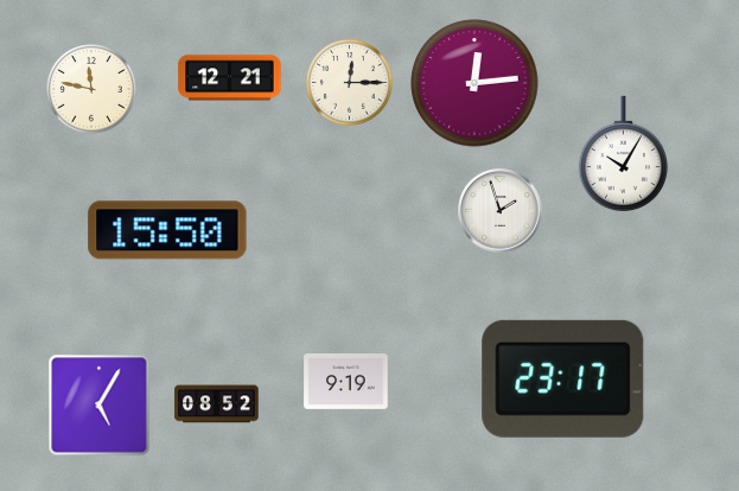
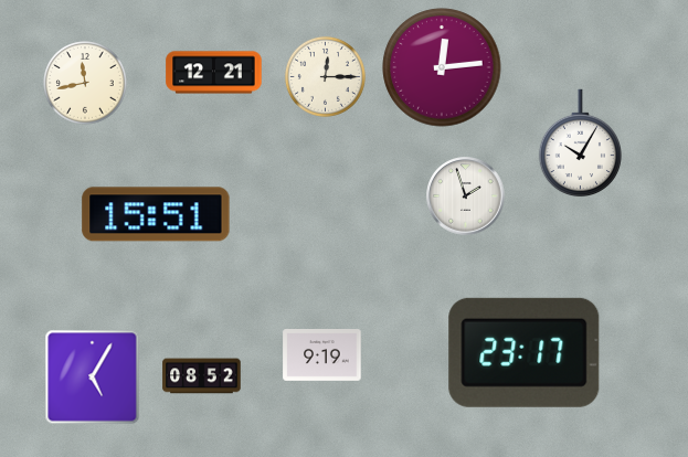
clock at (474, 83) position: (474, 83) -> (442, 67)
clock at (91, 89): 11:47 -> 11:43
clock at (167, 230): 15:50 -> 15:51
